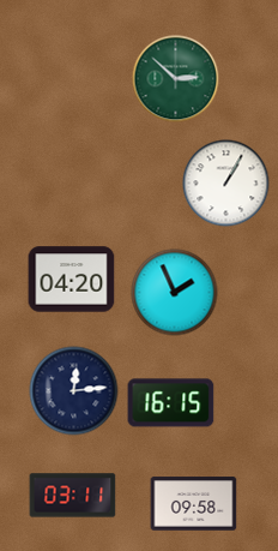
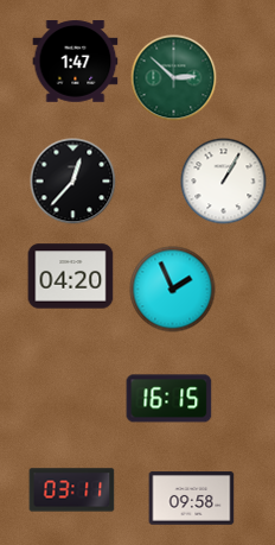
clock at (76, 62): none -> 1:47
clock at (73, 182): none -> 12:37
clock at (74, 391): 12:14 -> none
